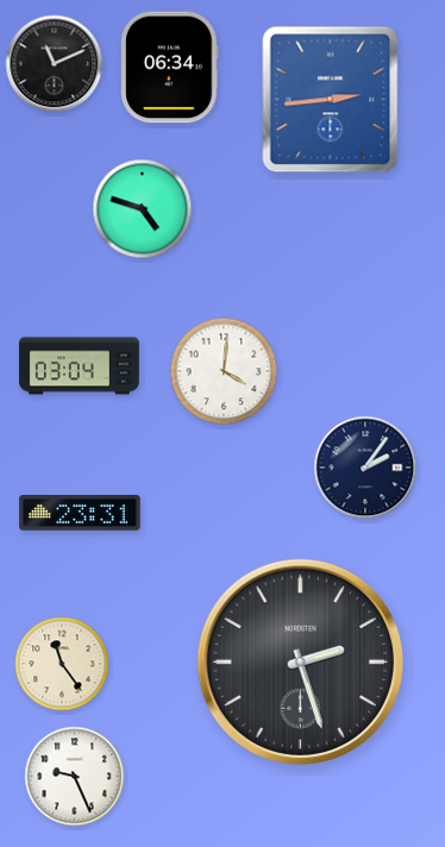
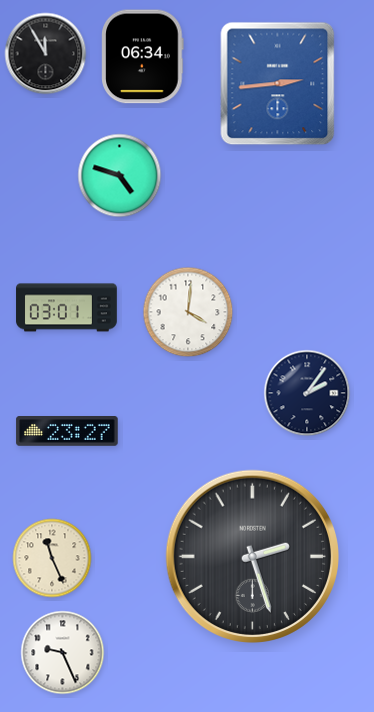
clock at (55, 64): 11:11 -> 11:55
clock at (80, 366): 03:04 -> 03:01
clock at (80, 513): 23:31 -> 23:27
clock at (62, 664): 11:24 -> 11:26
